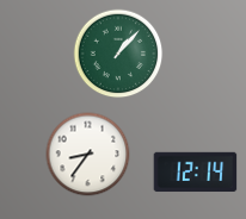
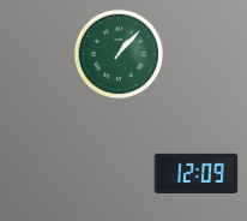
clock at (88, 155): 8:36 -> none
clock at (196, 173): 12:14 -> 12:09
